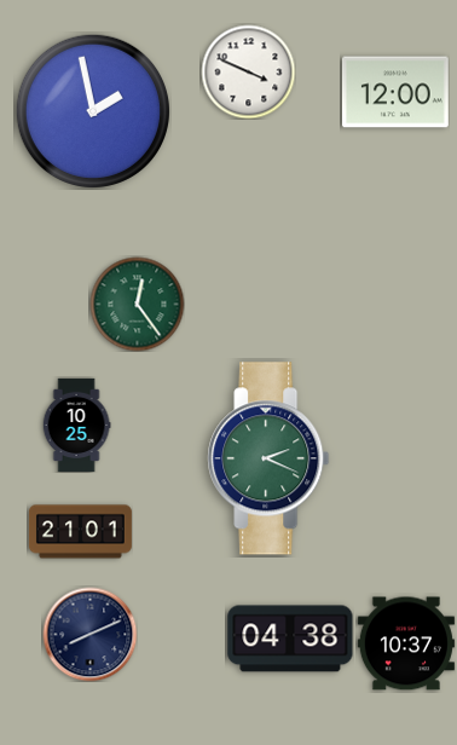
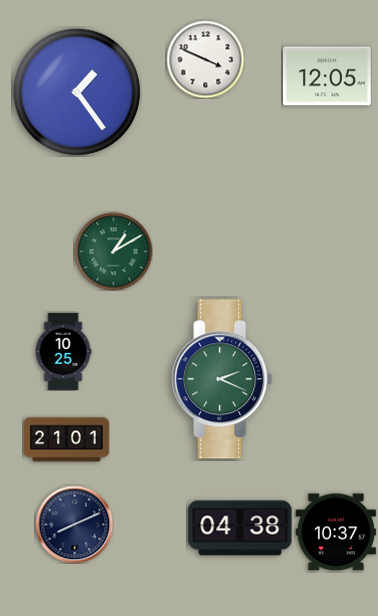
clock at (397, 92): 12:00 -> 12:05
clock at (92, 110): 1:58 -> 1:24
clock at (137, 304): 12:24 -> 1:10
